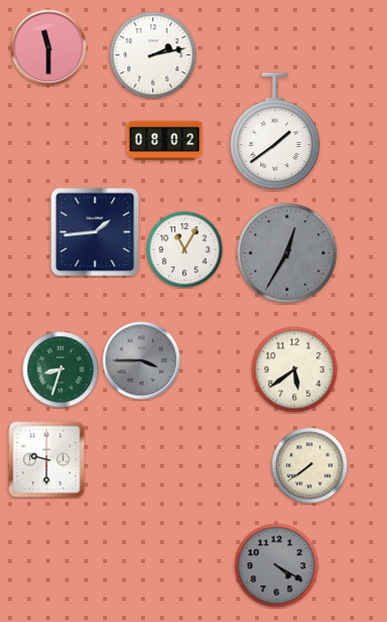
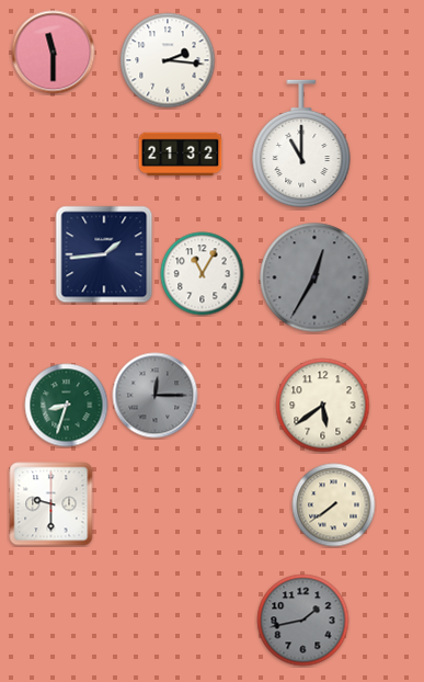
clock at (153, 55): 2:13 -> 2:16
clock at (275, 131): 1:39 -> 11:00
clock at (165, 141): 08:02 -> 21:32
clock at (142, 361): 3:45 -> 12:15
clock at (310, 466) position: (310, 466) -> (334, 505)
clock at (277, 566): 4:20 -> 1:43
